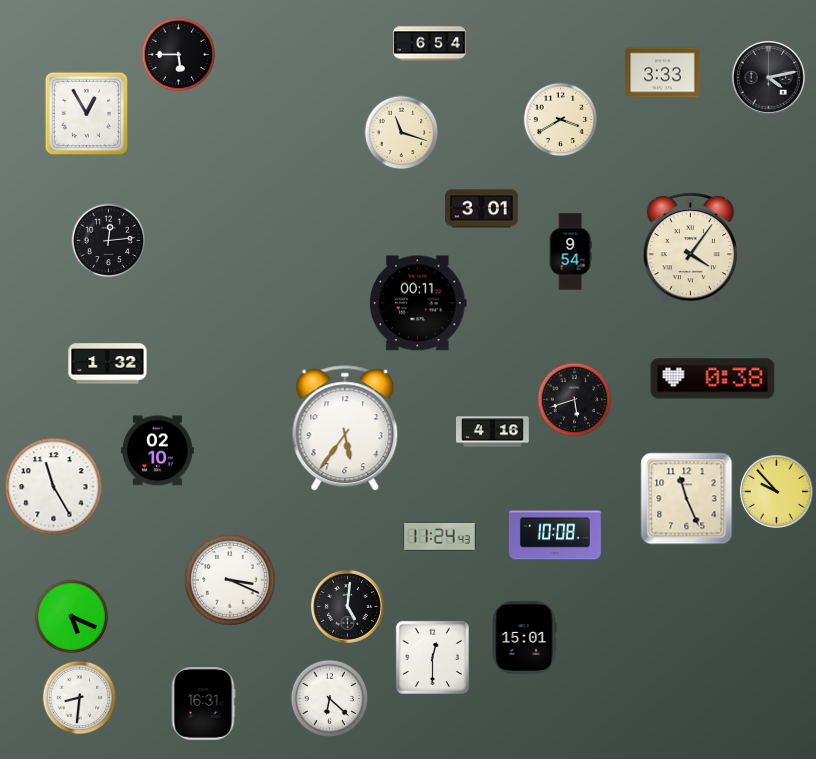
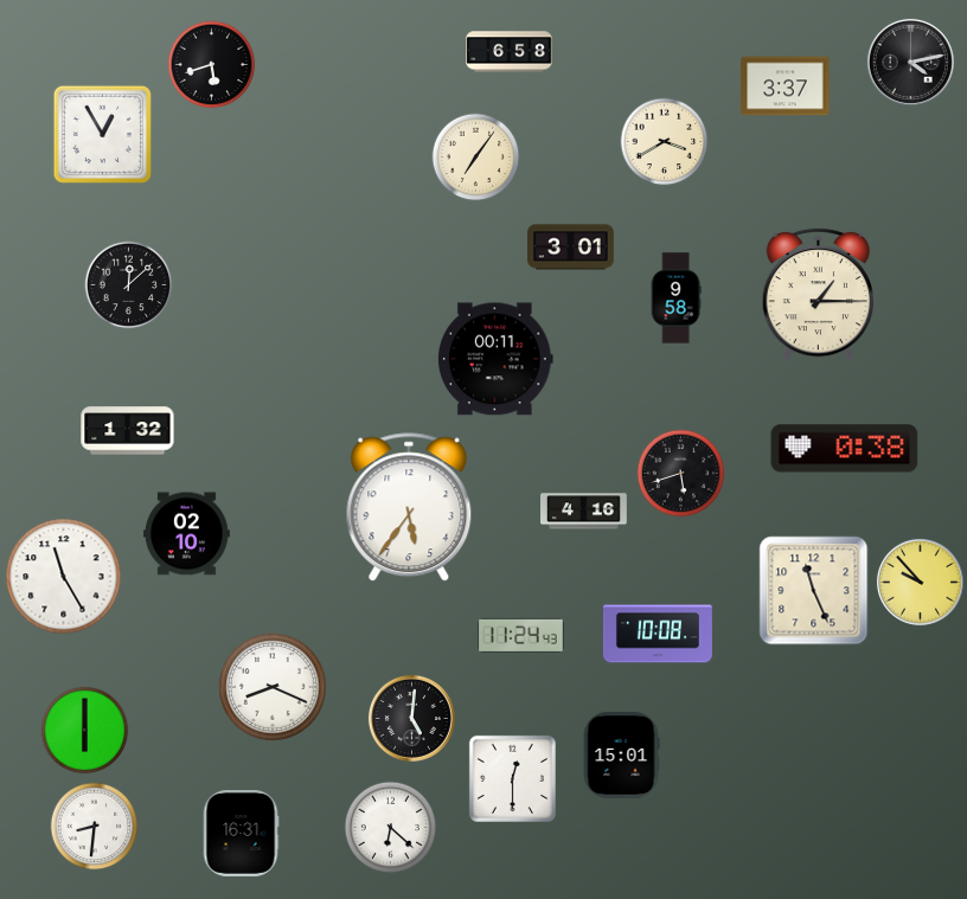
clock at (430, 44): 6:54 -> 6:58
clock at (179, 55): 5:45 -> 5:42
clock at (663, 73): 3:33 -> 3:37
clock at (768, 77) position: (768, 77) -> (910, 62)
clock at (402, 133): 11:18 -> 7:06
clock at (109, 241): 12:14 -> 12:08
clock at (690, 248): 4:06 -> 1:15
clock at (570, 252): 9:54 -> 9:58
clock at (230, 580): 3:19 -> 8:19
clock at (72, 617): 5:19 -> 6:00
